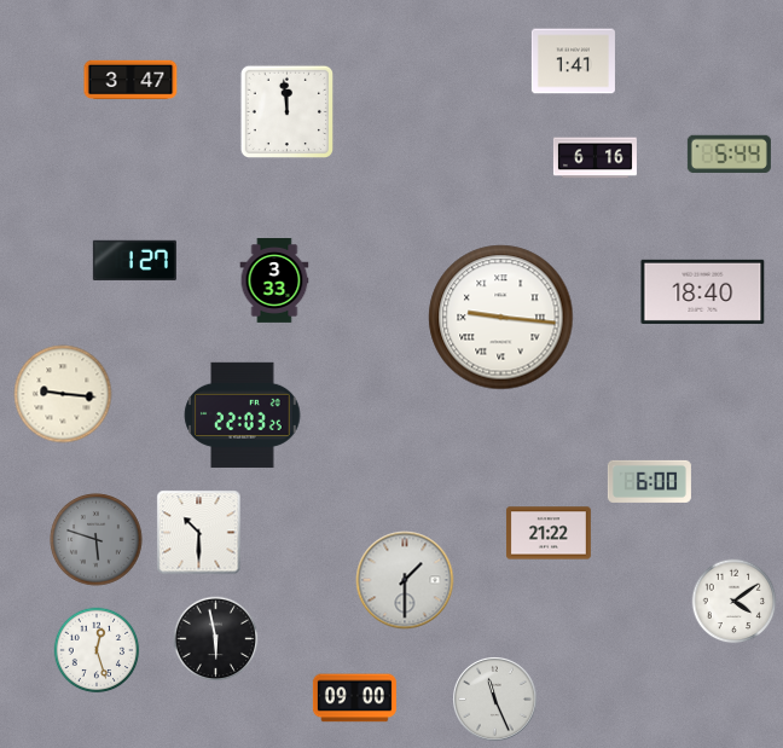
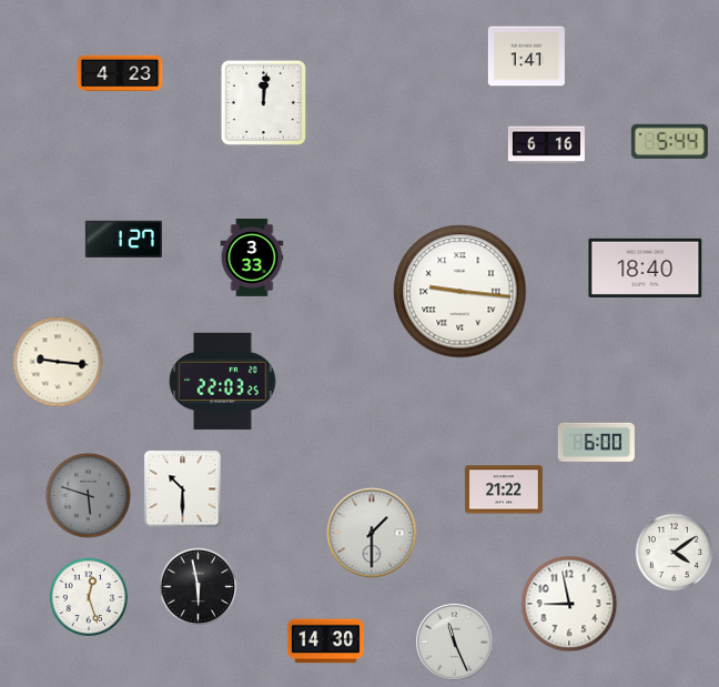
clock at (130, 80): 3:47 -> 4:23
clock at (286, 111): 11:59 -> 12:01
clock at (569, 604): none -> 8:58
clock at (354, 698): 09:00 -> 14:30
